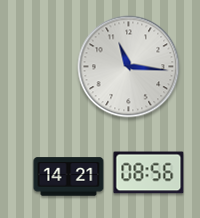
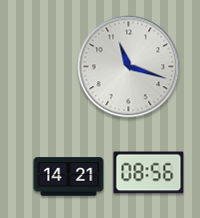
clock at (129, 67): 11:16 -> 11:18
